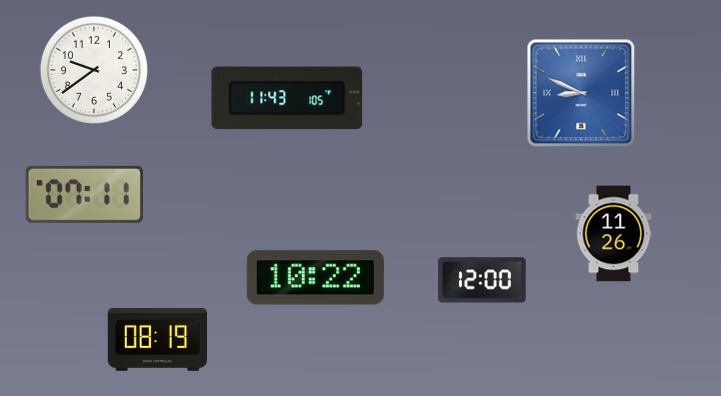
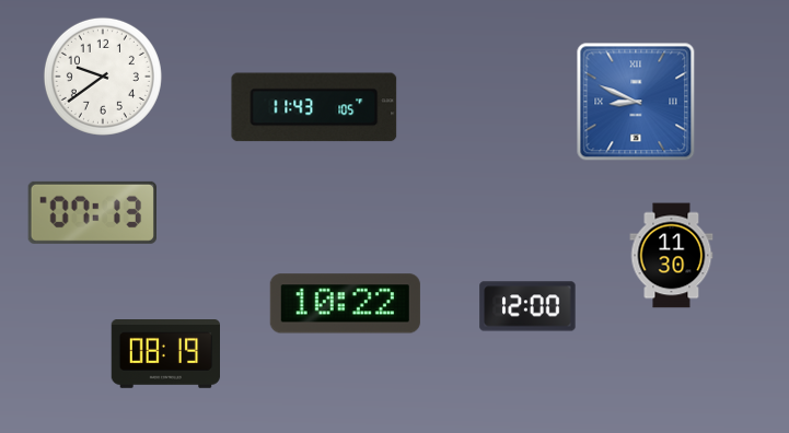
clock at (84, 194): 07:11 -> 07:13
clock at (614, 234): 11:26 -> 11:30
clock at (157, 340) position: (157, 340) -> (165, 354)
